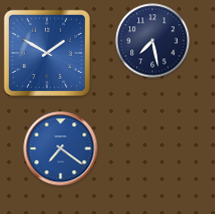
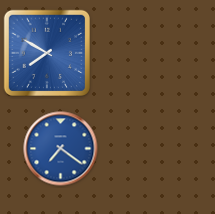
clock at (153, 41): 7:28 -> none
clock at (46, 52): 1:50 -> 7:50
